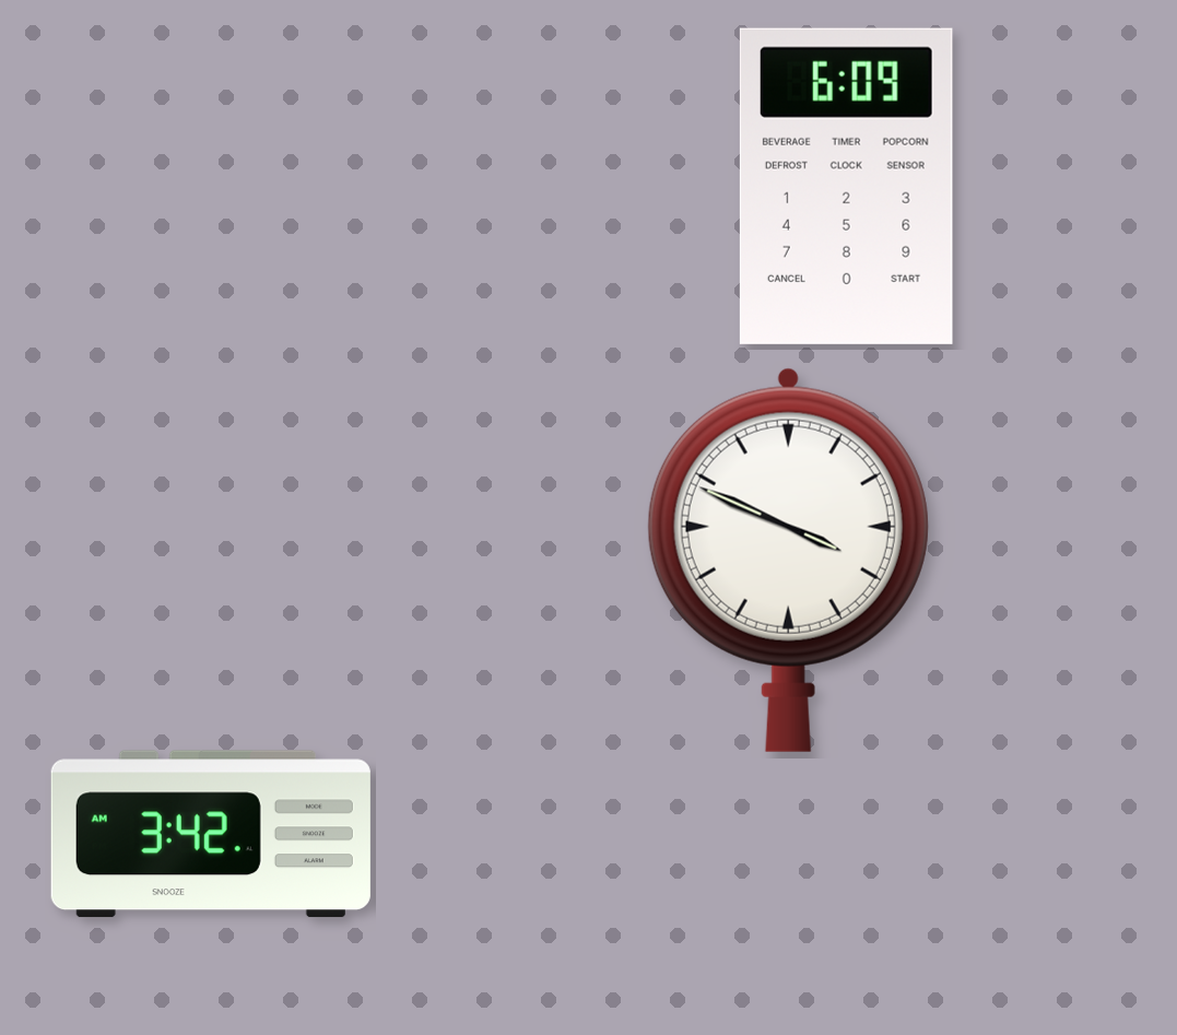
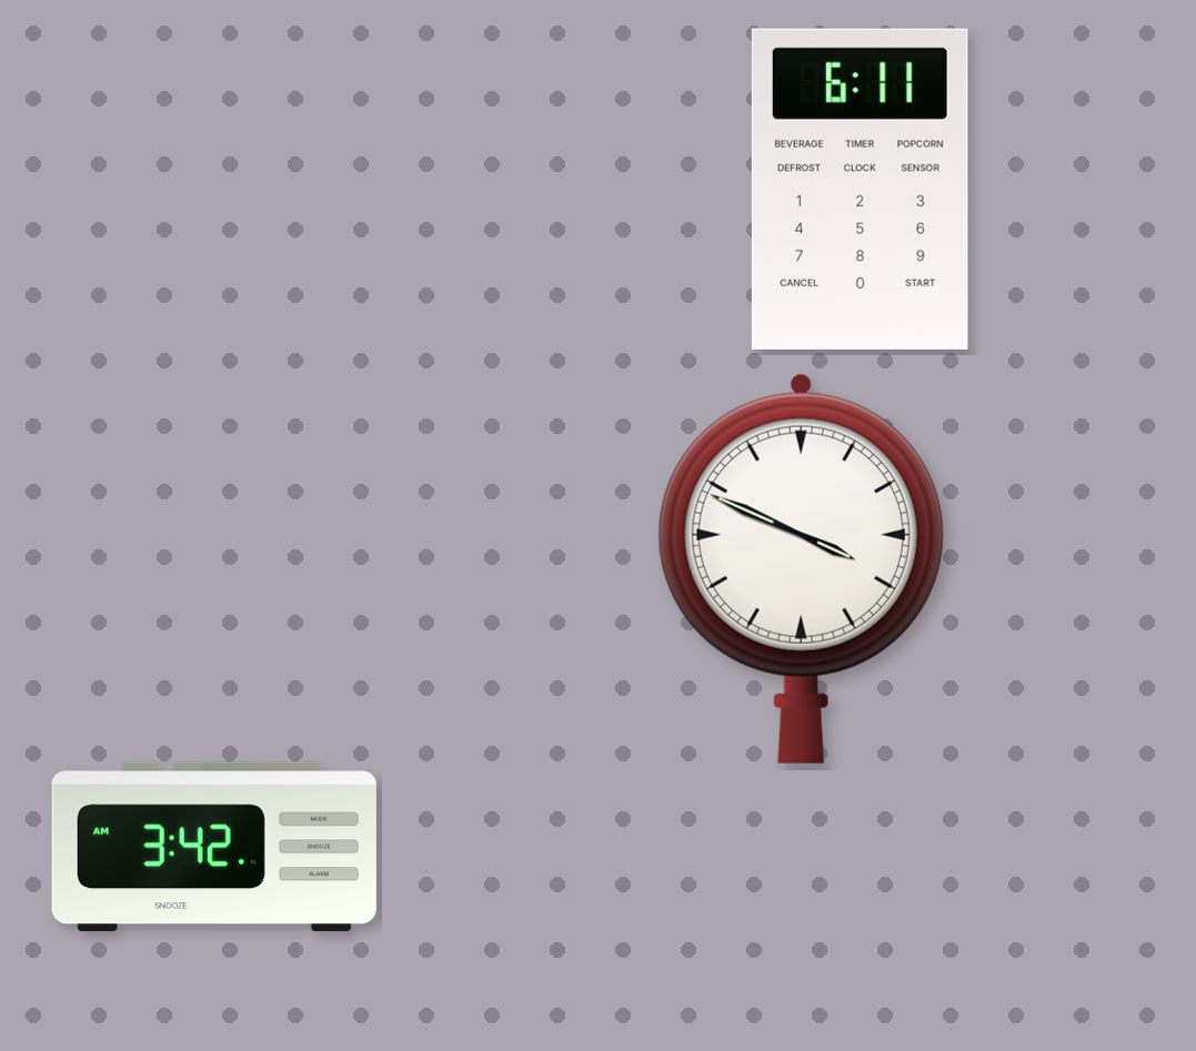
clock at (846, 186): 6:09 -> 6:11
